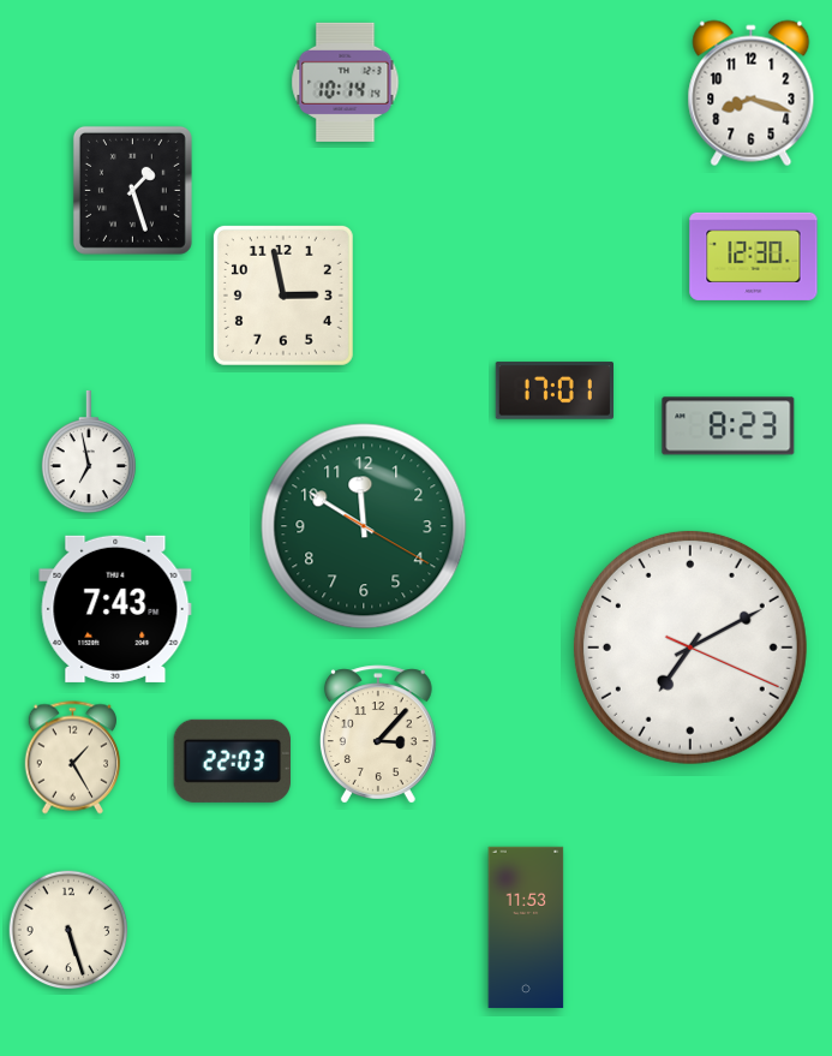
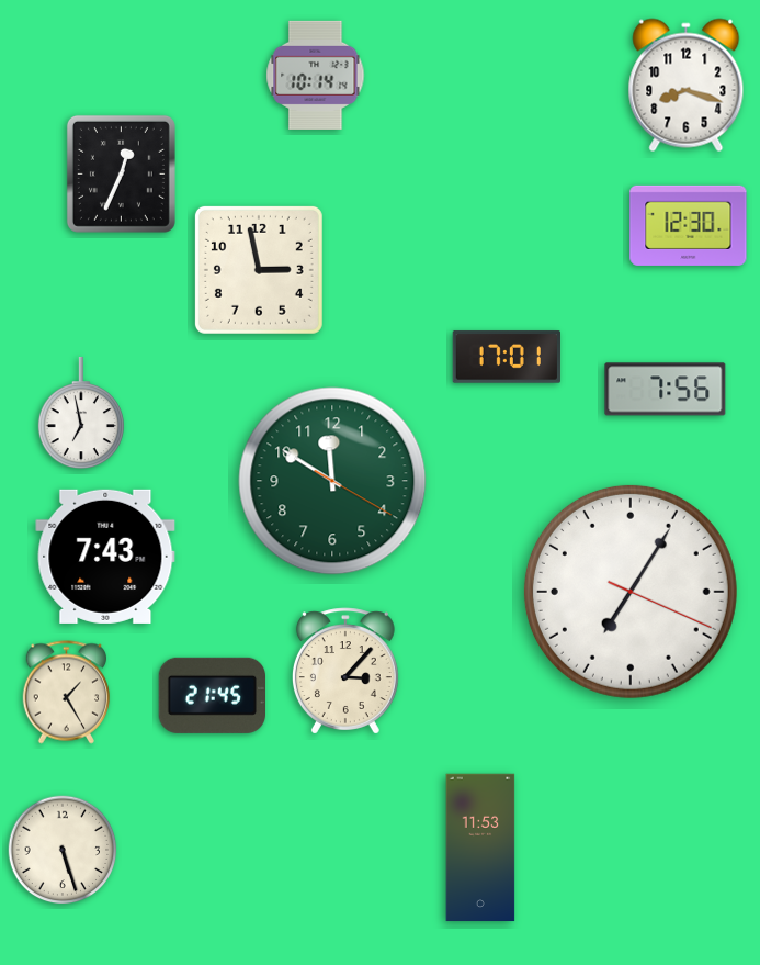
clock at (132, 190): 1:27 -> 12:34
clock at (754, 256) position: (754, 256) -> (689, 225)
clock at (729, 426): 8:23 -> 7:56
clock at (690, 648): 7:10 -> 7:05
clock at (233, 760): 22:03 -> 21:45
